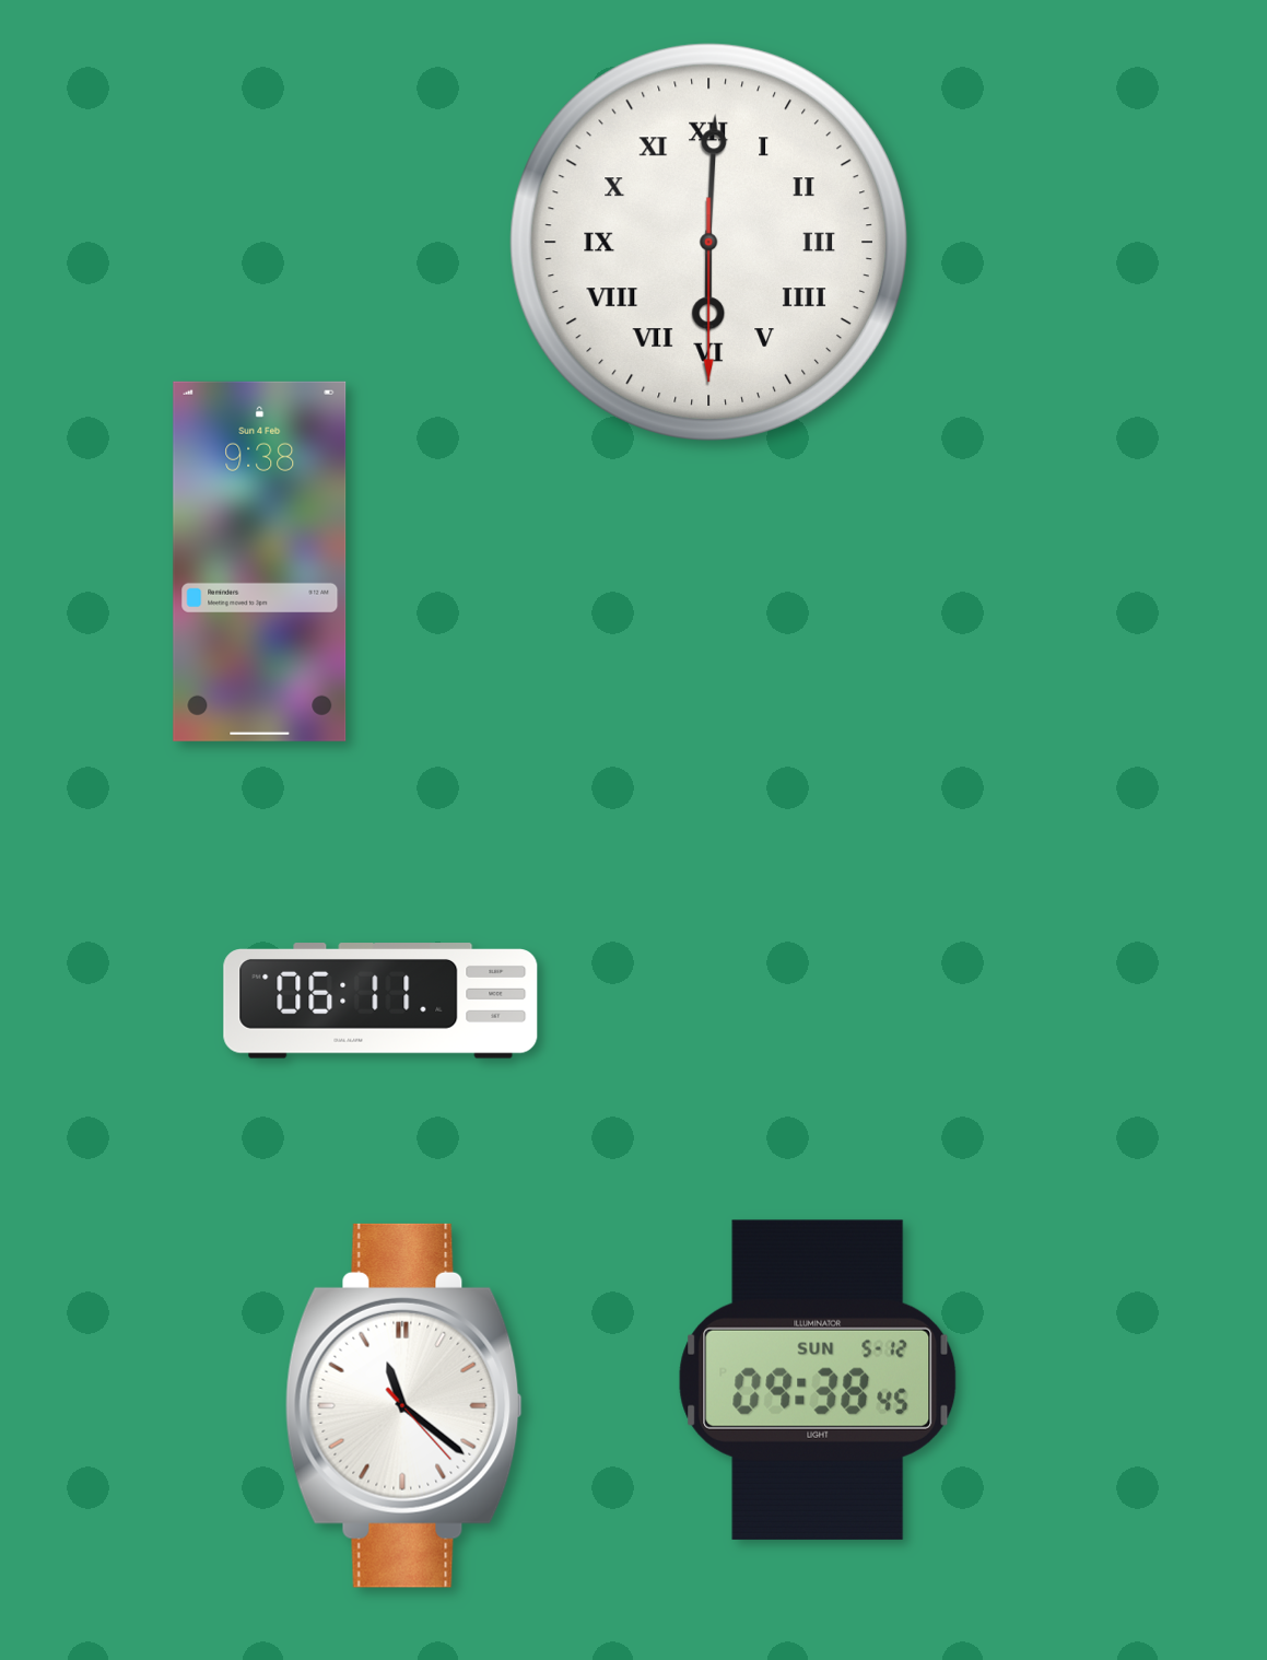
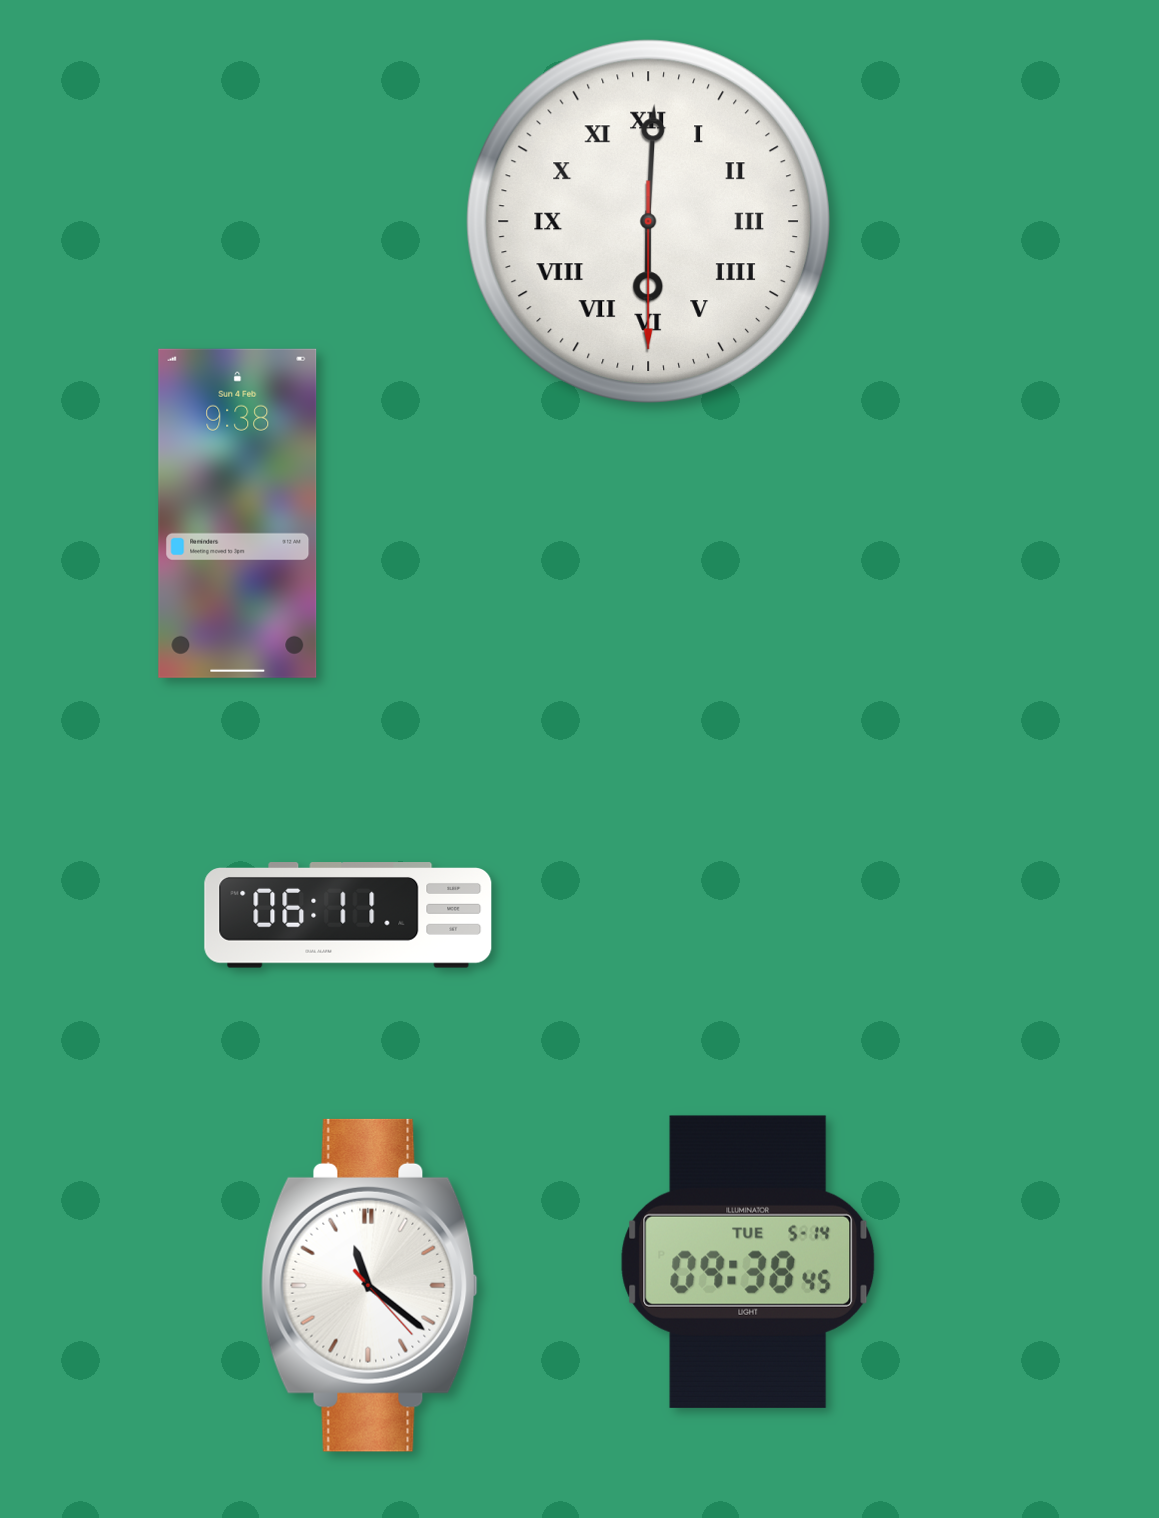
clock at (818, 1380) date: SUN 5-12 -> TUE 5-14
